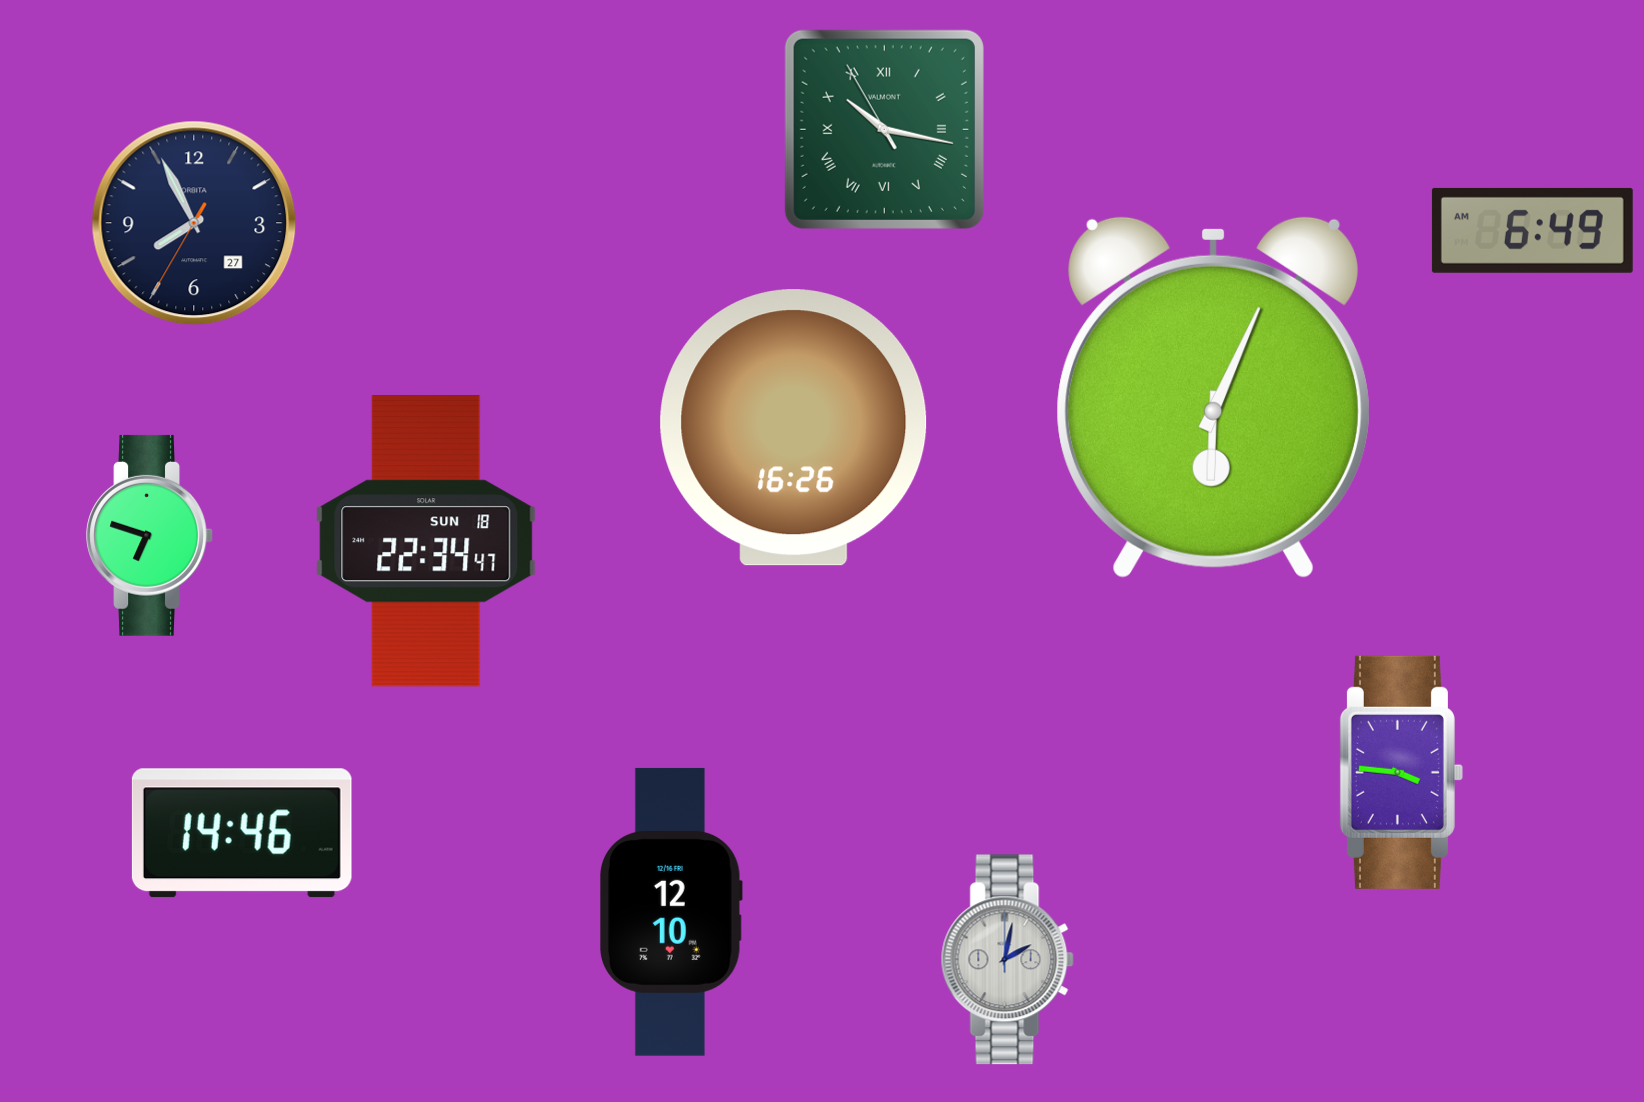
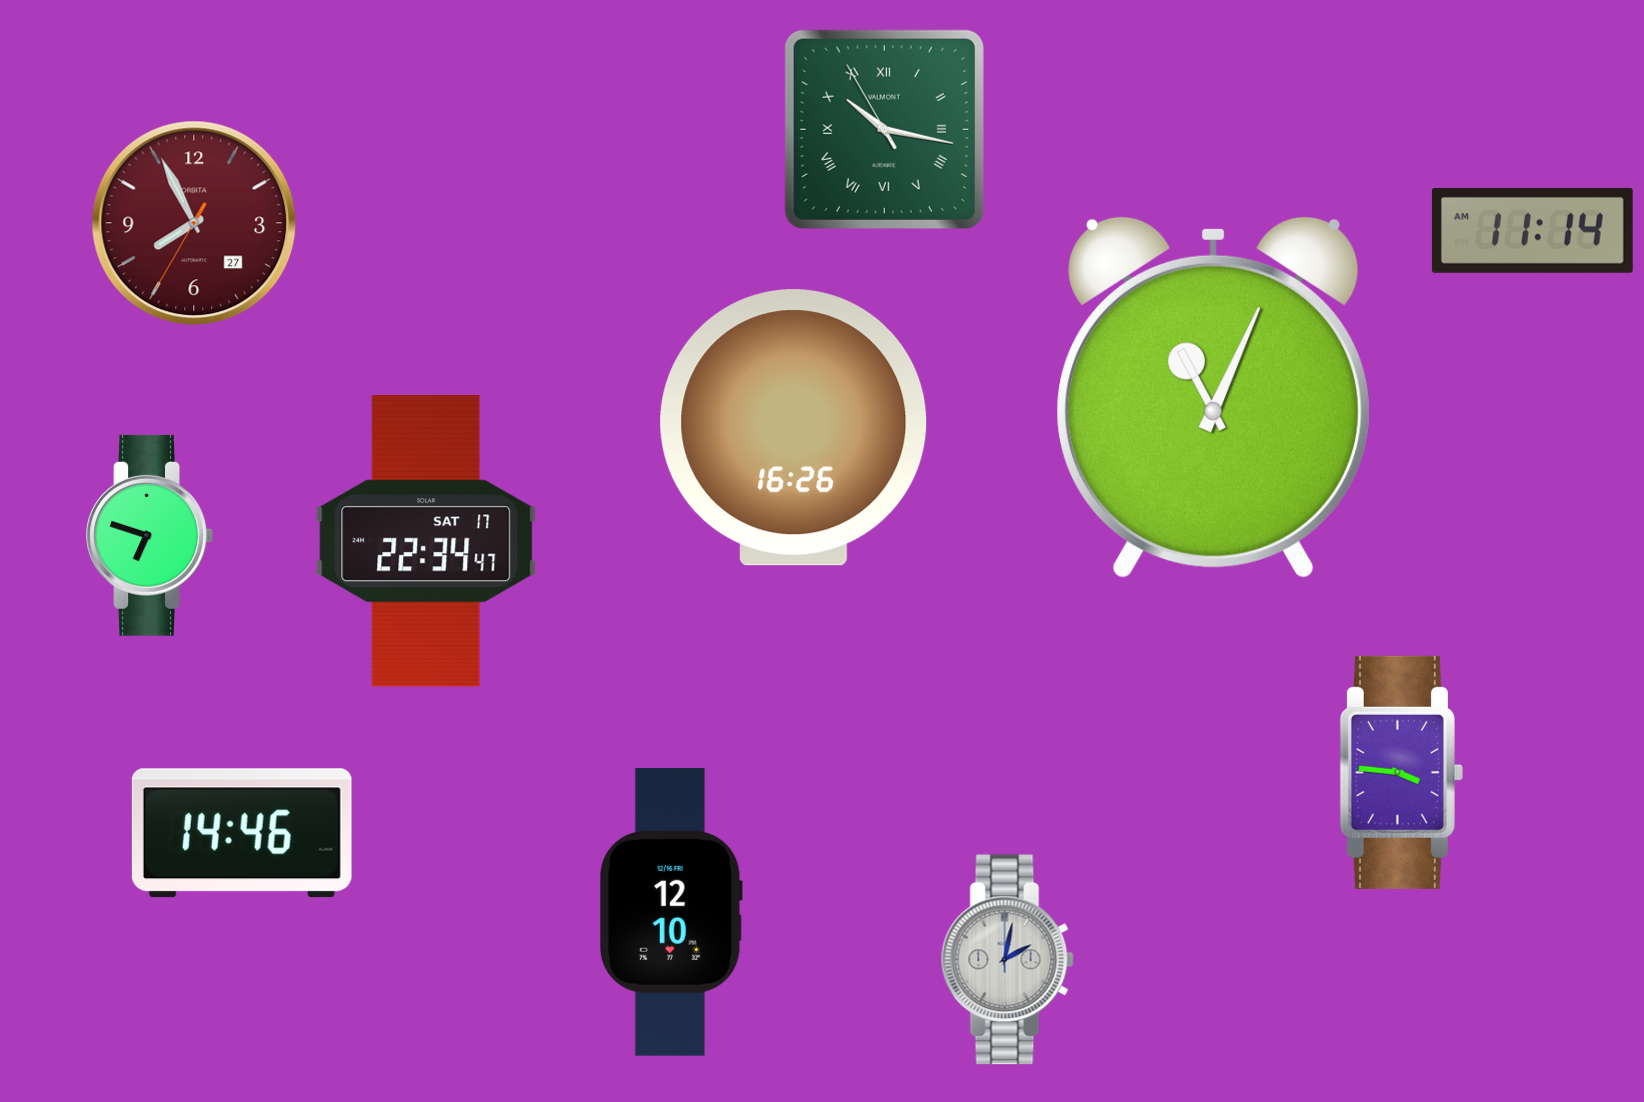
clock at (194, 223) dial: navy -> burgundy
clock at (1532, 230): 6:49 -> 11:14
clock at (1213, 397): 6:04 -> 11:04
clock at (426, 541) date: SUN 18 -> SAT 17
